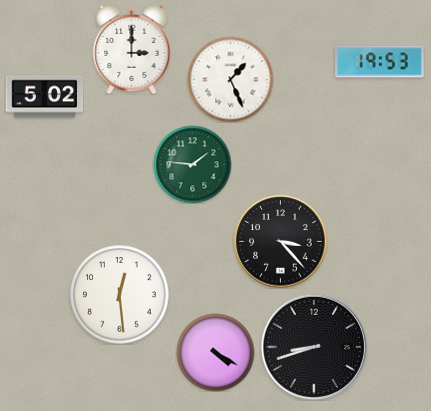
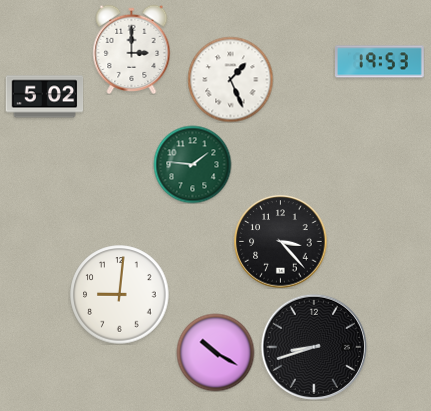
clock at (120, 295): 12:29 -> 9:01
clock at (215, 352): 4:20 -> 10:20
